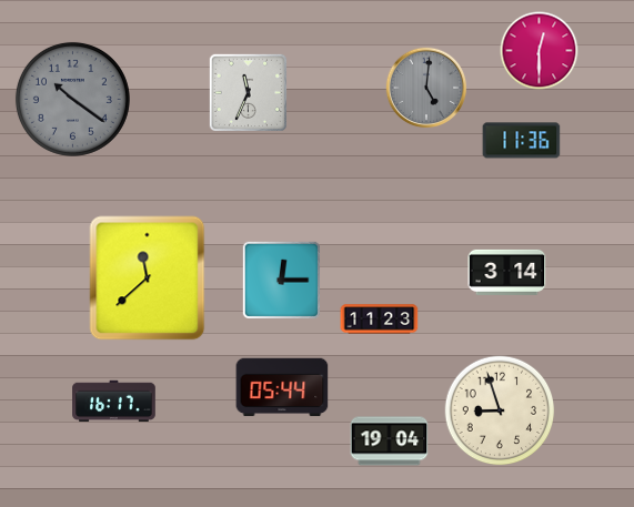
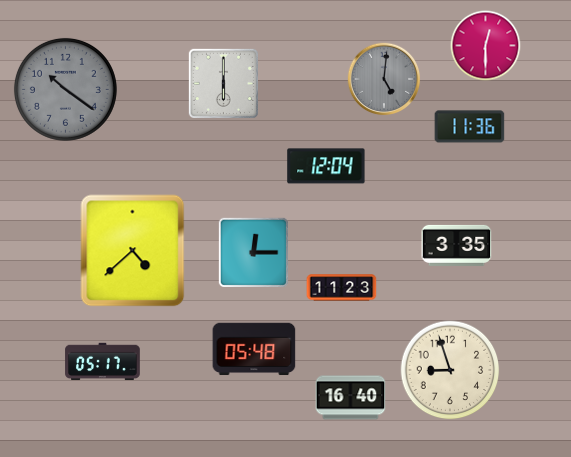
clock at (248, 92): 11:34 -> 6:00
clock at (326, 166): none -> 12:04
clock at (507, 272): 3:14 -> 3:35
clock at (148, 278): 11:38 -> 4:38
clock at (282, 387): 05:44 -> 05:48
clock at (114, 402): 16:17 -> 05:17
clock at (390, 442): 19:04 -> 16:40
